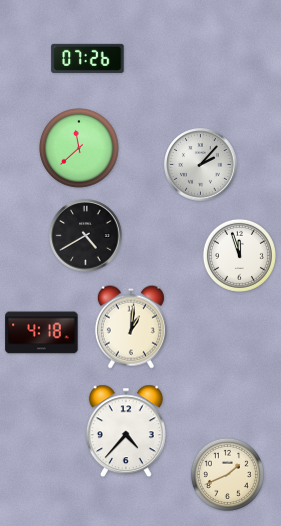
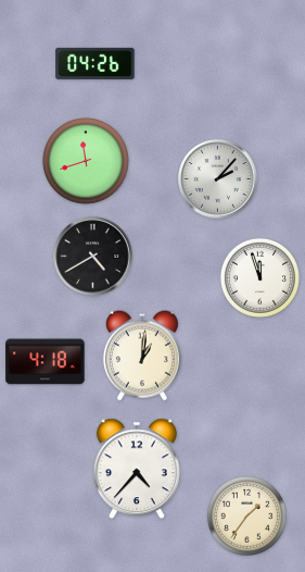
clock at (88, 58): 07:26 -> 04:26
clock at (80, 149): 11:38 -> 11:42
clock at (227, 474): 1:41 -> 1:36
